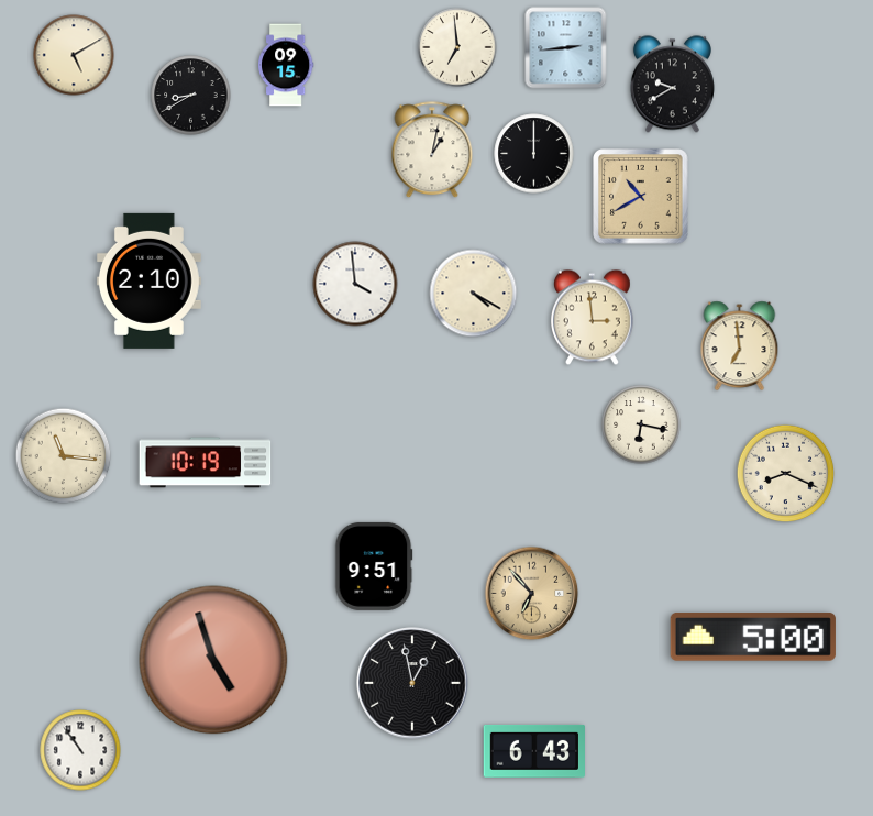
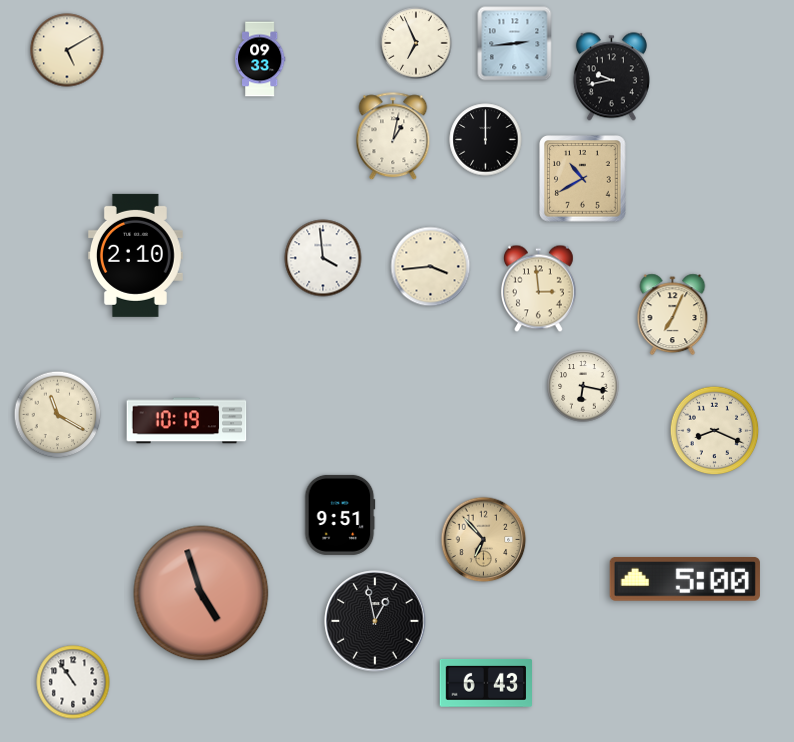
clock at (457, 47): 6:59 -> 6:56
clock at (286, 65): 09:15 -> 09:33
clock at (672, 85): 9:40 -> 9:43
clock at (191, 96): 8:40 -> none
clock at (474, 294): 4:20 -> 3:44
clock at (740, 346): 6:59 -> 7:04
clock at (64, 456): 11:16 -> 11:20
clock at (213, 660) position: (213, 660) -> (201, 593)
